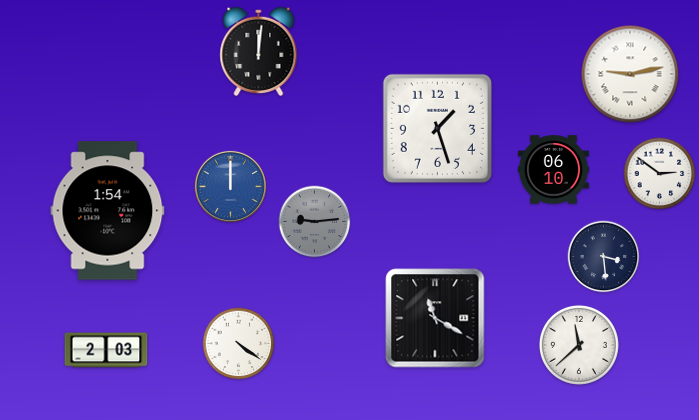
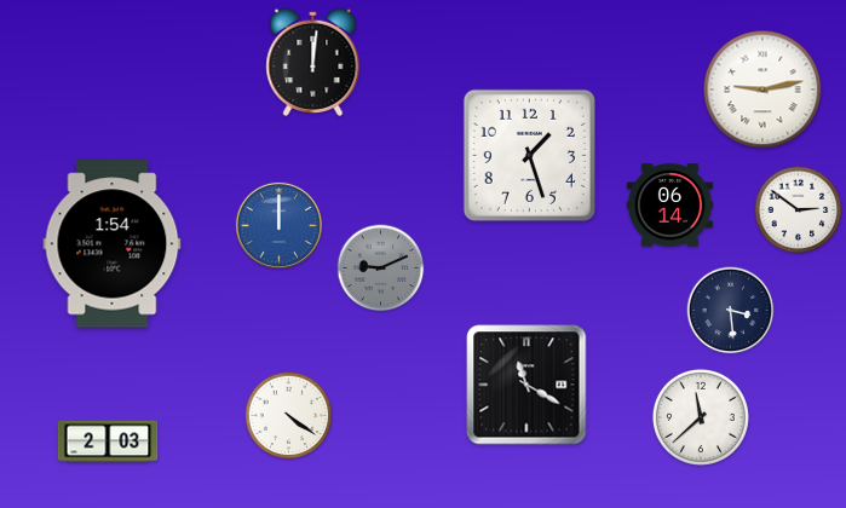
clock at (553, 170): 06:10 -> 06:14
clock at (108, 211) position: (108, 211) -> (113, 244)
clock at (315, 222): 9:14 -> 9:11
clock at (106, 350) position: (106, 350) -> (108, 441)
